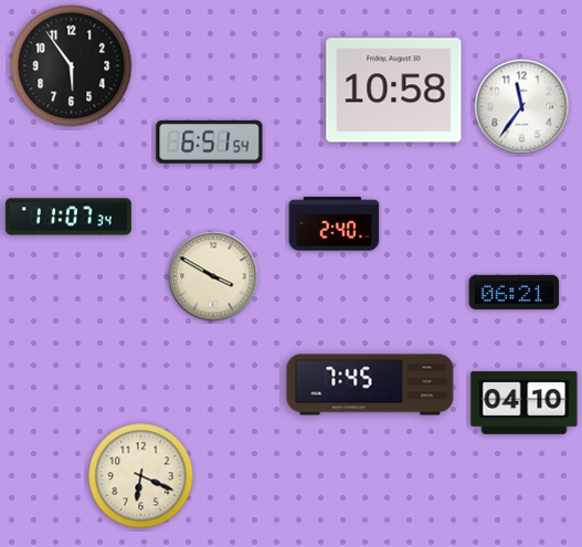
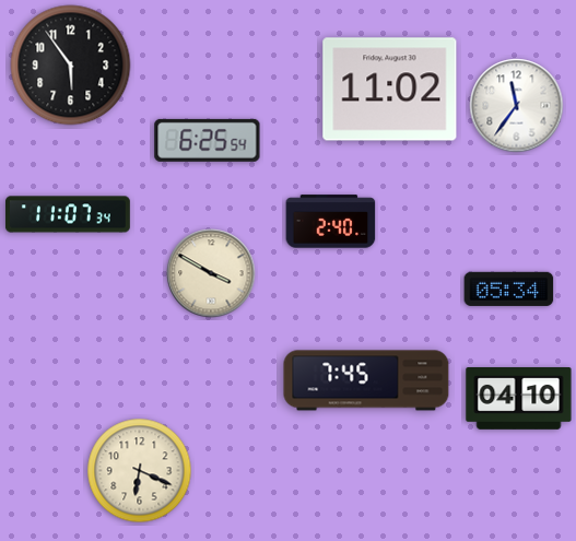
clock at (394, 91): 10:58 -> 11:02
clock at (210, 141): 6:51 -> 6:25
clock at (515, 292): 06:21 -> 05:34
